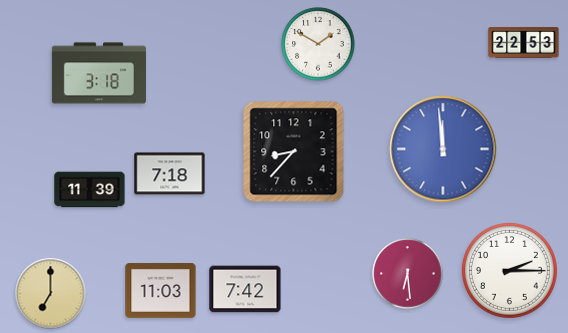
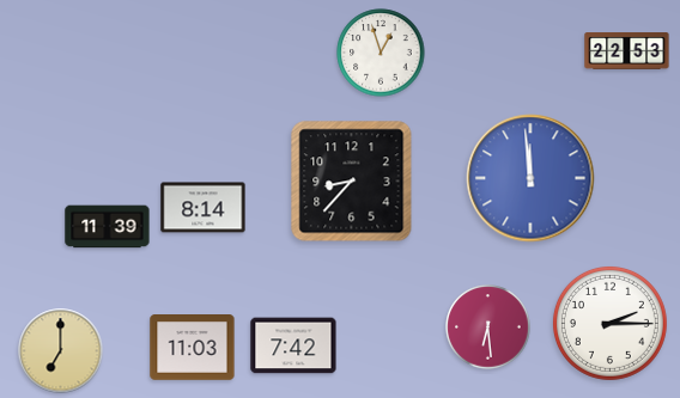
clock at (318, 44): 1:50 -> 12:57
clock at (99, 73): 3:18 -> none
clock at (170, 174): 7:18 -> 8:14
